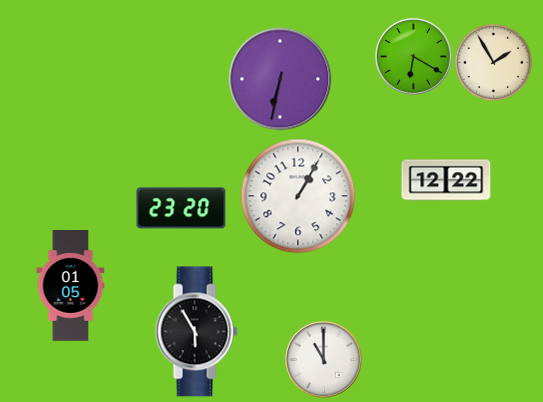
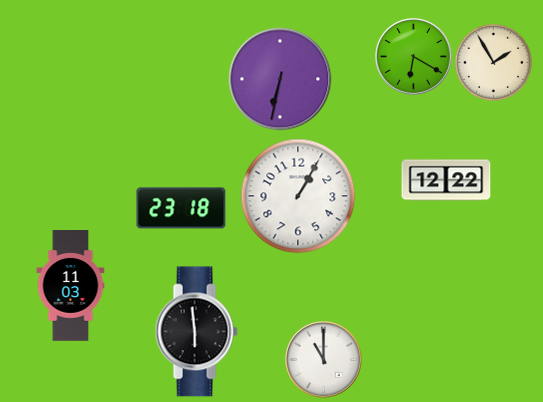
clock at (181, 208): 23:20 -> 23:18
clock at (71, 286): 01:05 -> 11:03
clock at (196, 332): 5:55 -> 5:59
